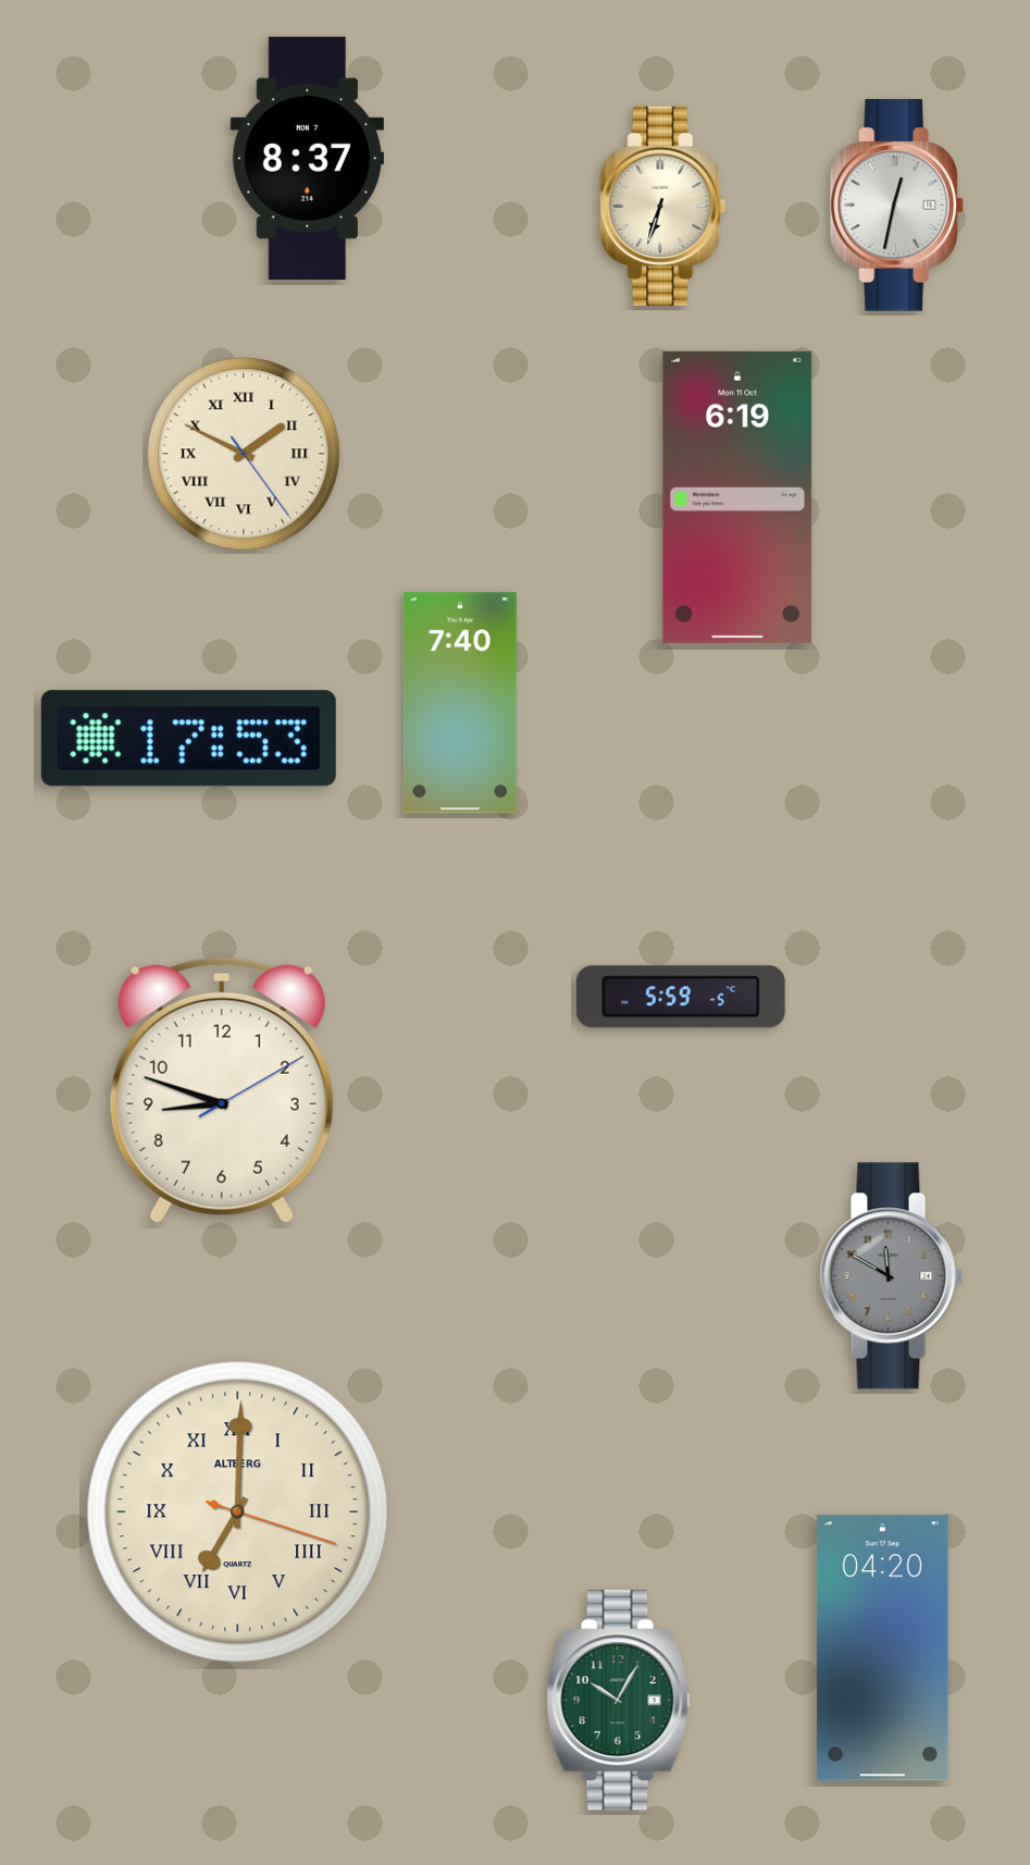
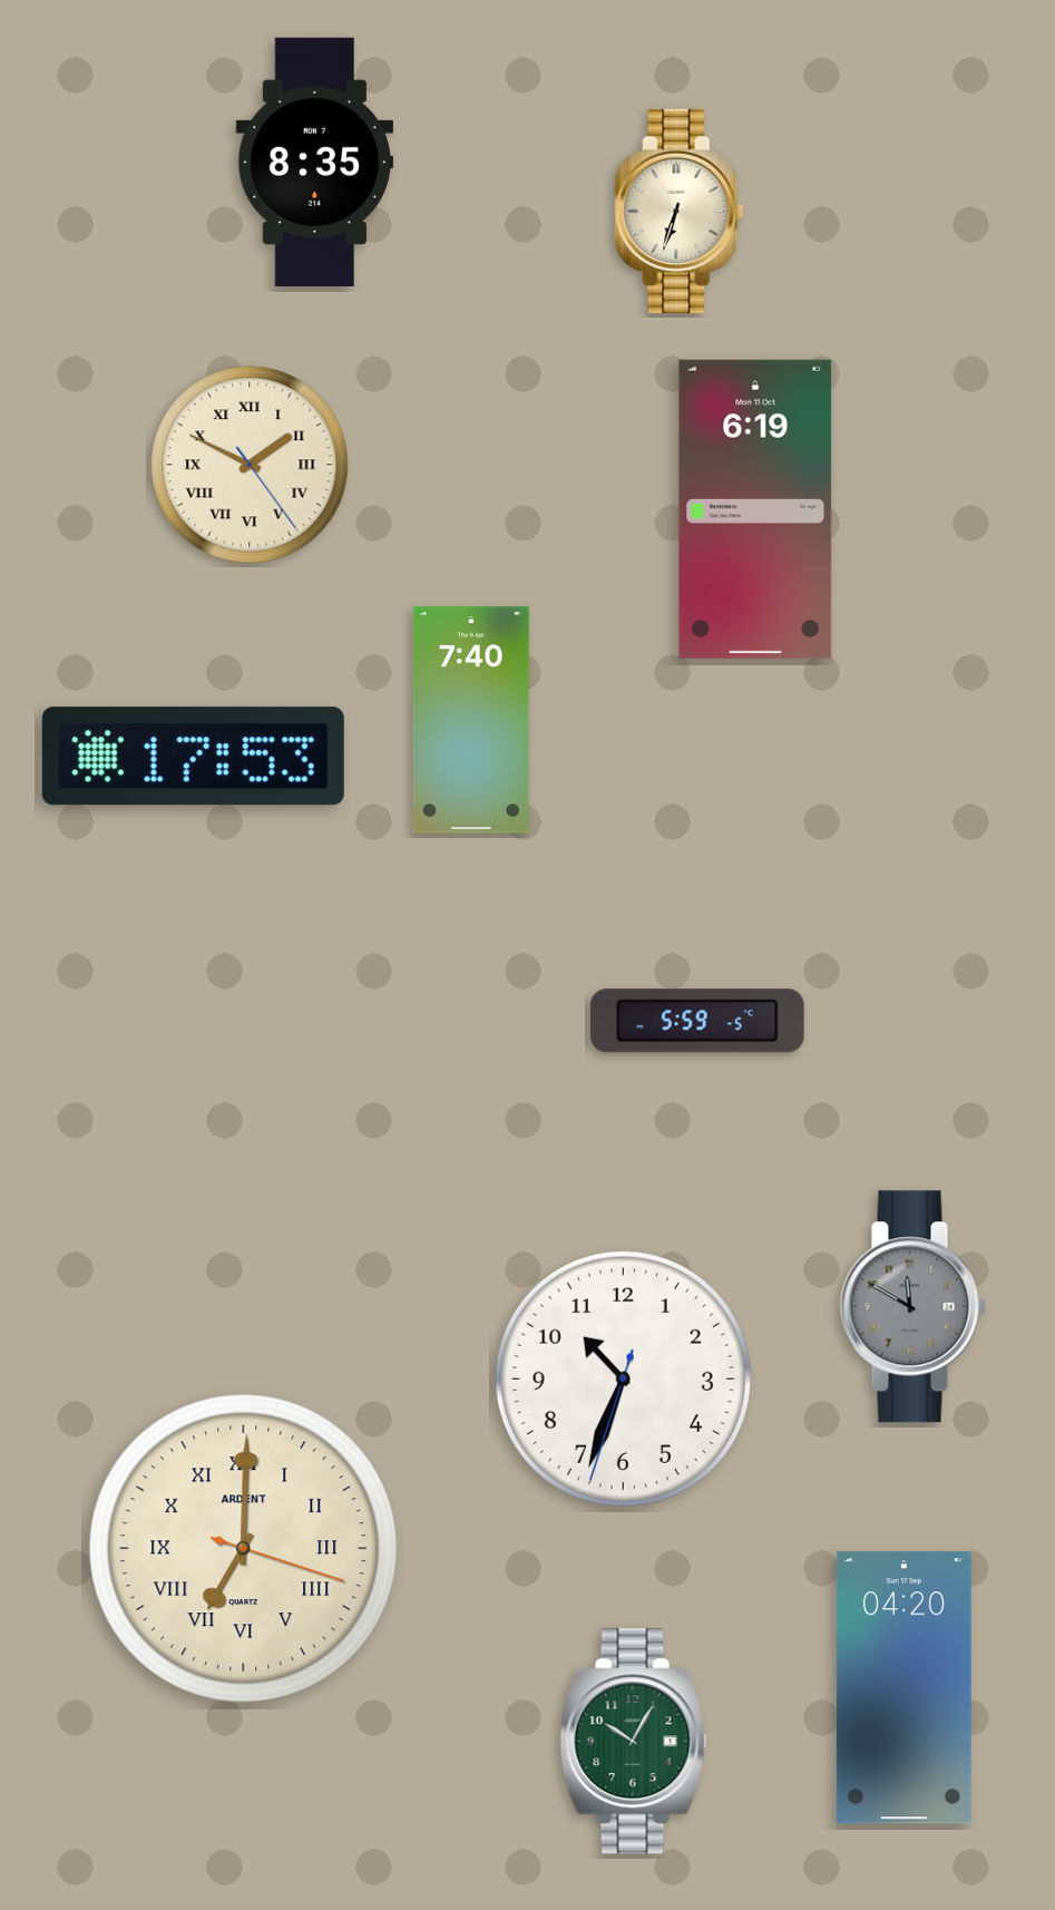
clock at (307, 158): 8:37 -> 8:35
clock at (897, 206): 12:32 -> none
clock at (222, 1090): 8:48 -> none
clock at (623, 1378): none -> 10:33
clock at (238, 1512) brand: ALTBERG -> ARDENT
